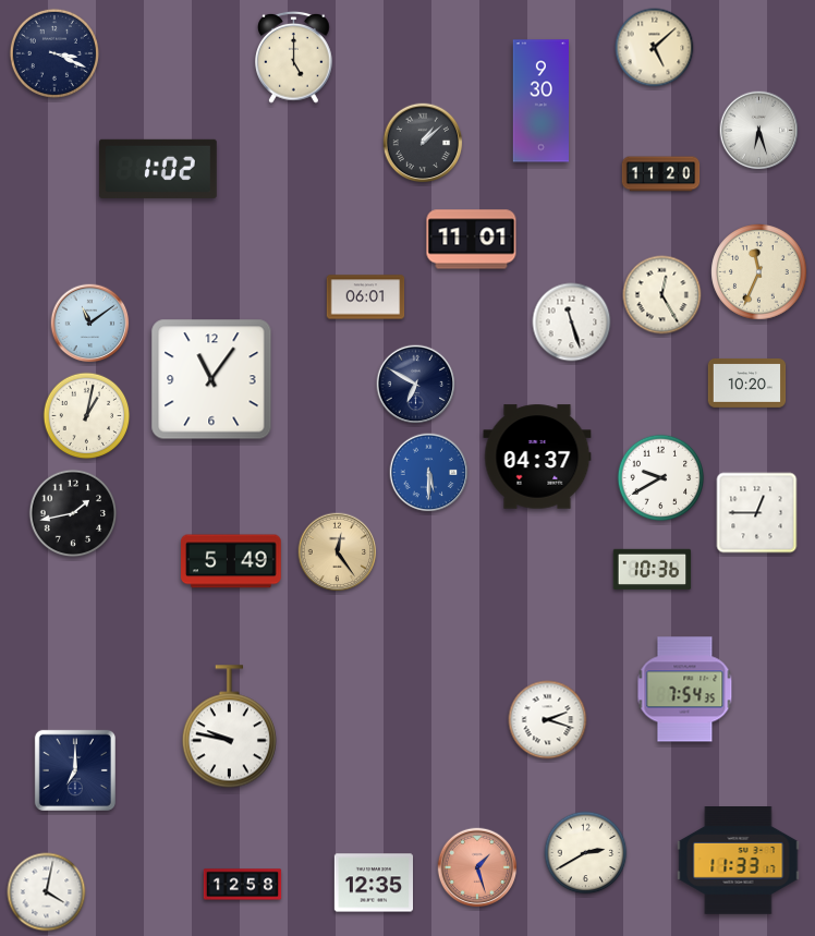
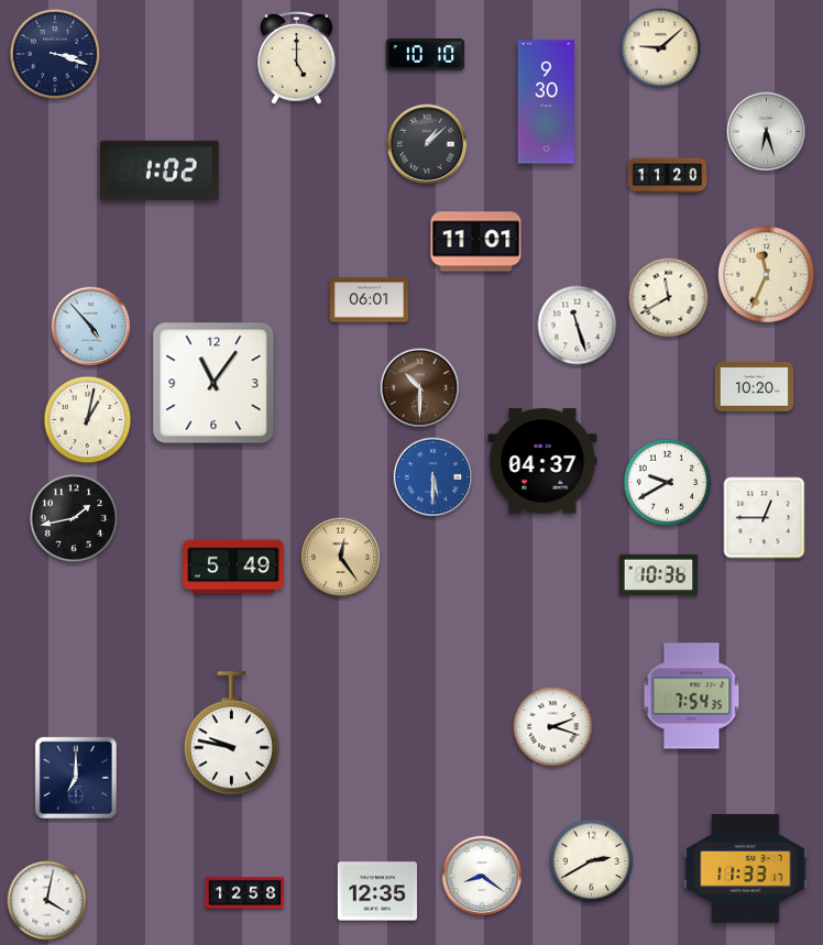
clock at (655, 48): 5:08 -> 9:08
clock at (54, 53): 3:19 -> 3:18
clock at (426, 54): none -> 10:10
clock at (662, 295): 12:25 -> 11:40
clock at (90, 324): 11:09 -> 4:53
clock at (416, 385): 6:50 -> 10:30
clock at (416, 385) dial: navy -> brown
clock at (477, 867): 1:27 -> 8:21
clock at (477, 867) dial: salmon -> white
